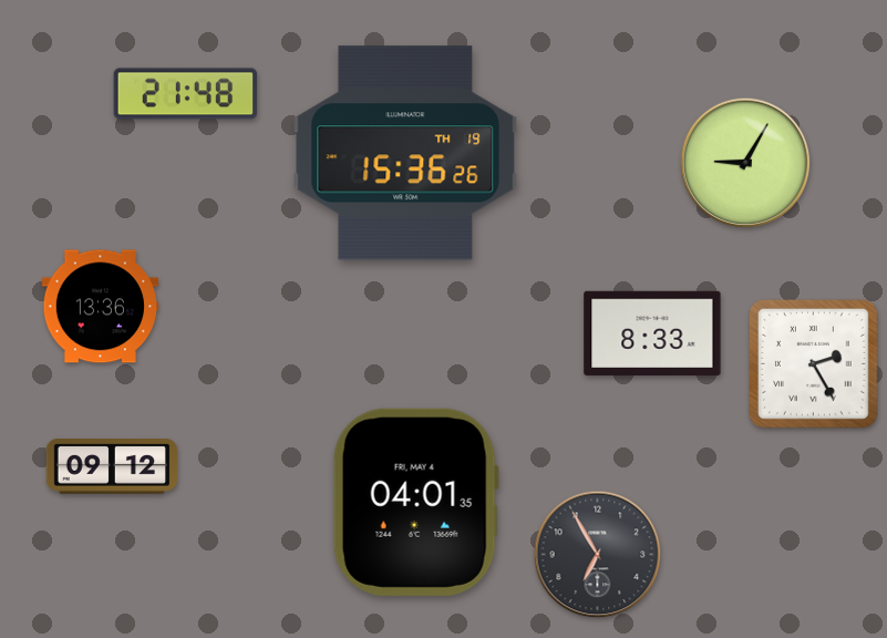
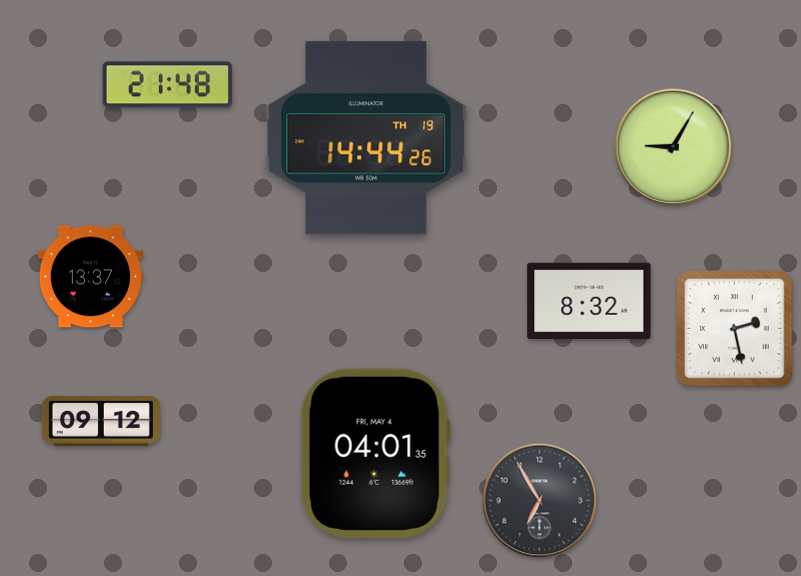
clock at (405, 153): 15:36 -> 14:44
clock at (101, 307): 13:36 -> 13:37
clock at (652, 332): 8:33 -> 8:32
clock at (814, 364): 2:25 -> 2:28
